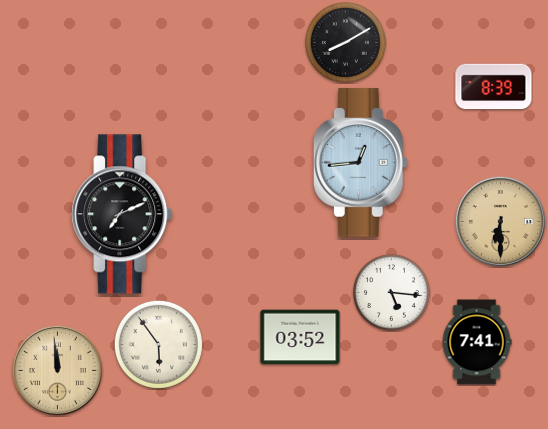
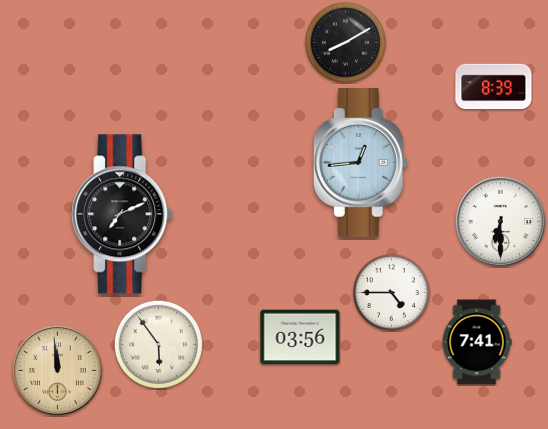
clock at (500, 221) dial: champagne -> white
clock at (391, 292): 5:16 -> 4:45
clock at (300, 337): 03:52 -> 03:56
